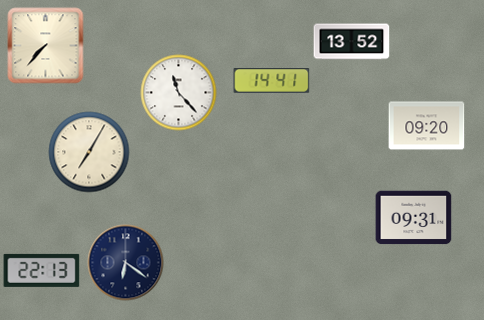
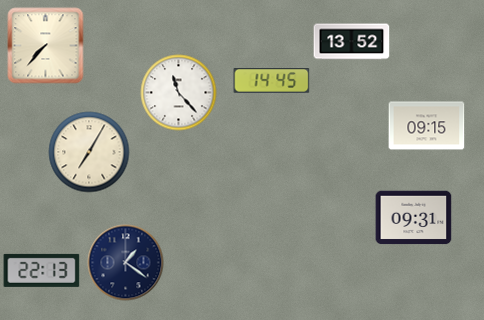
clock at (272, 81): 14:41 -> 14:45
clock at (427, 126): 09:20 -> 09:15
clock at (126, 263): 6:21 -> 1:21
